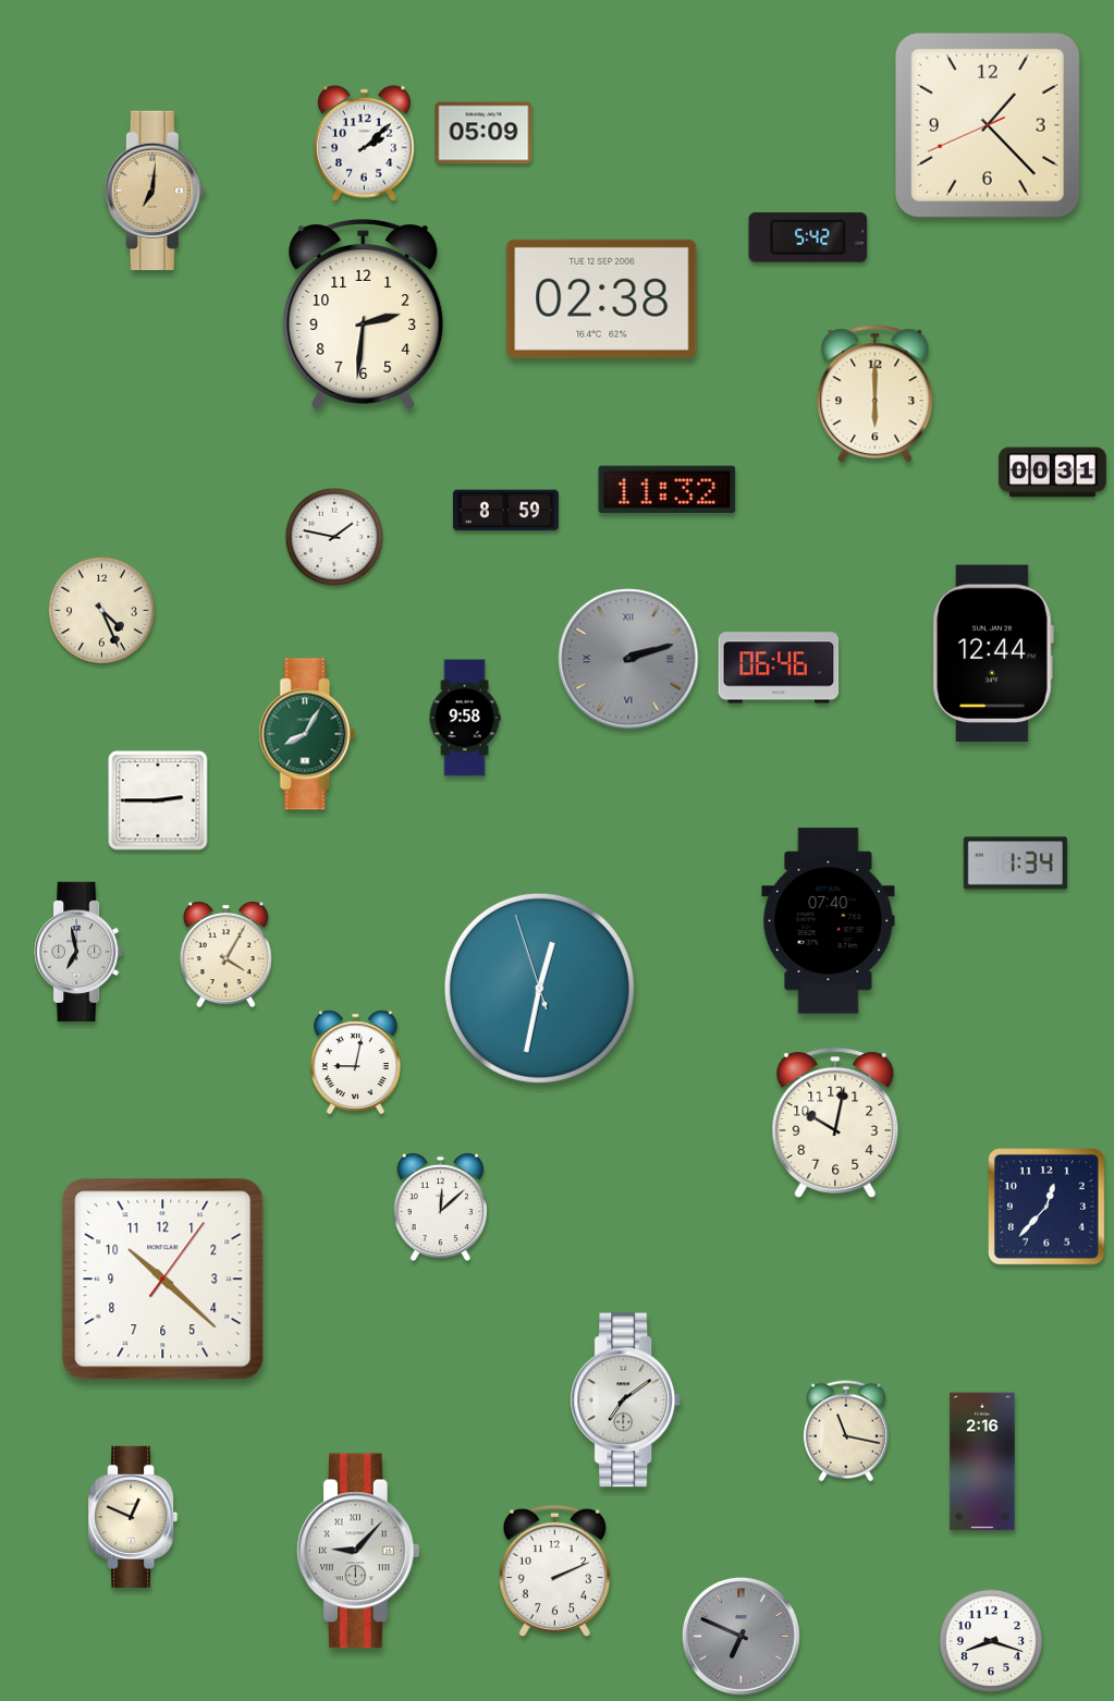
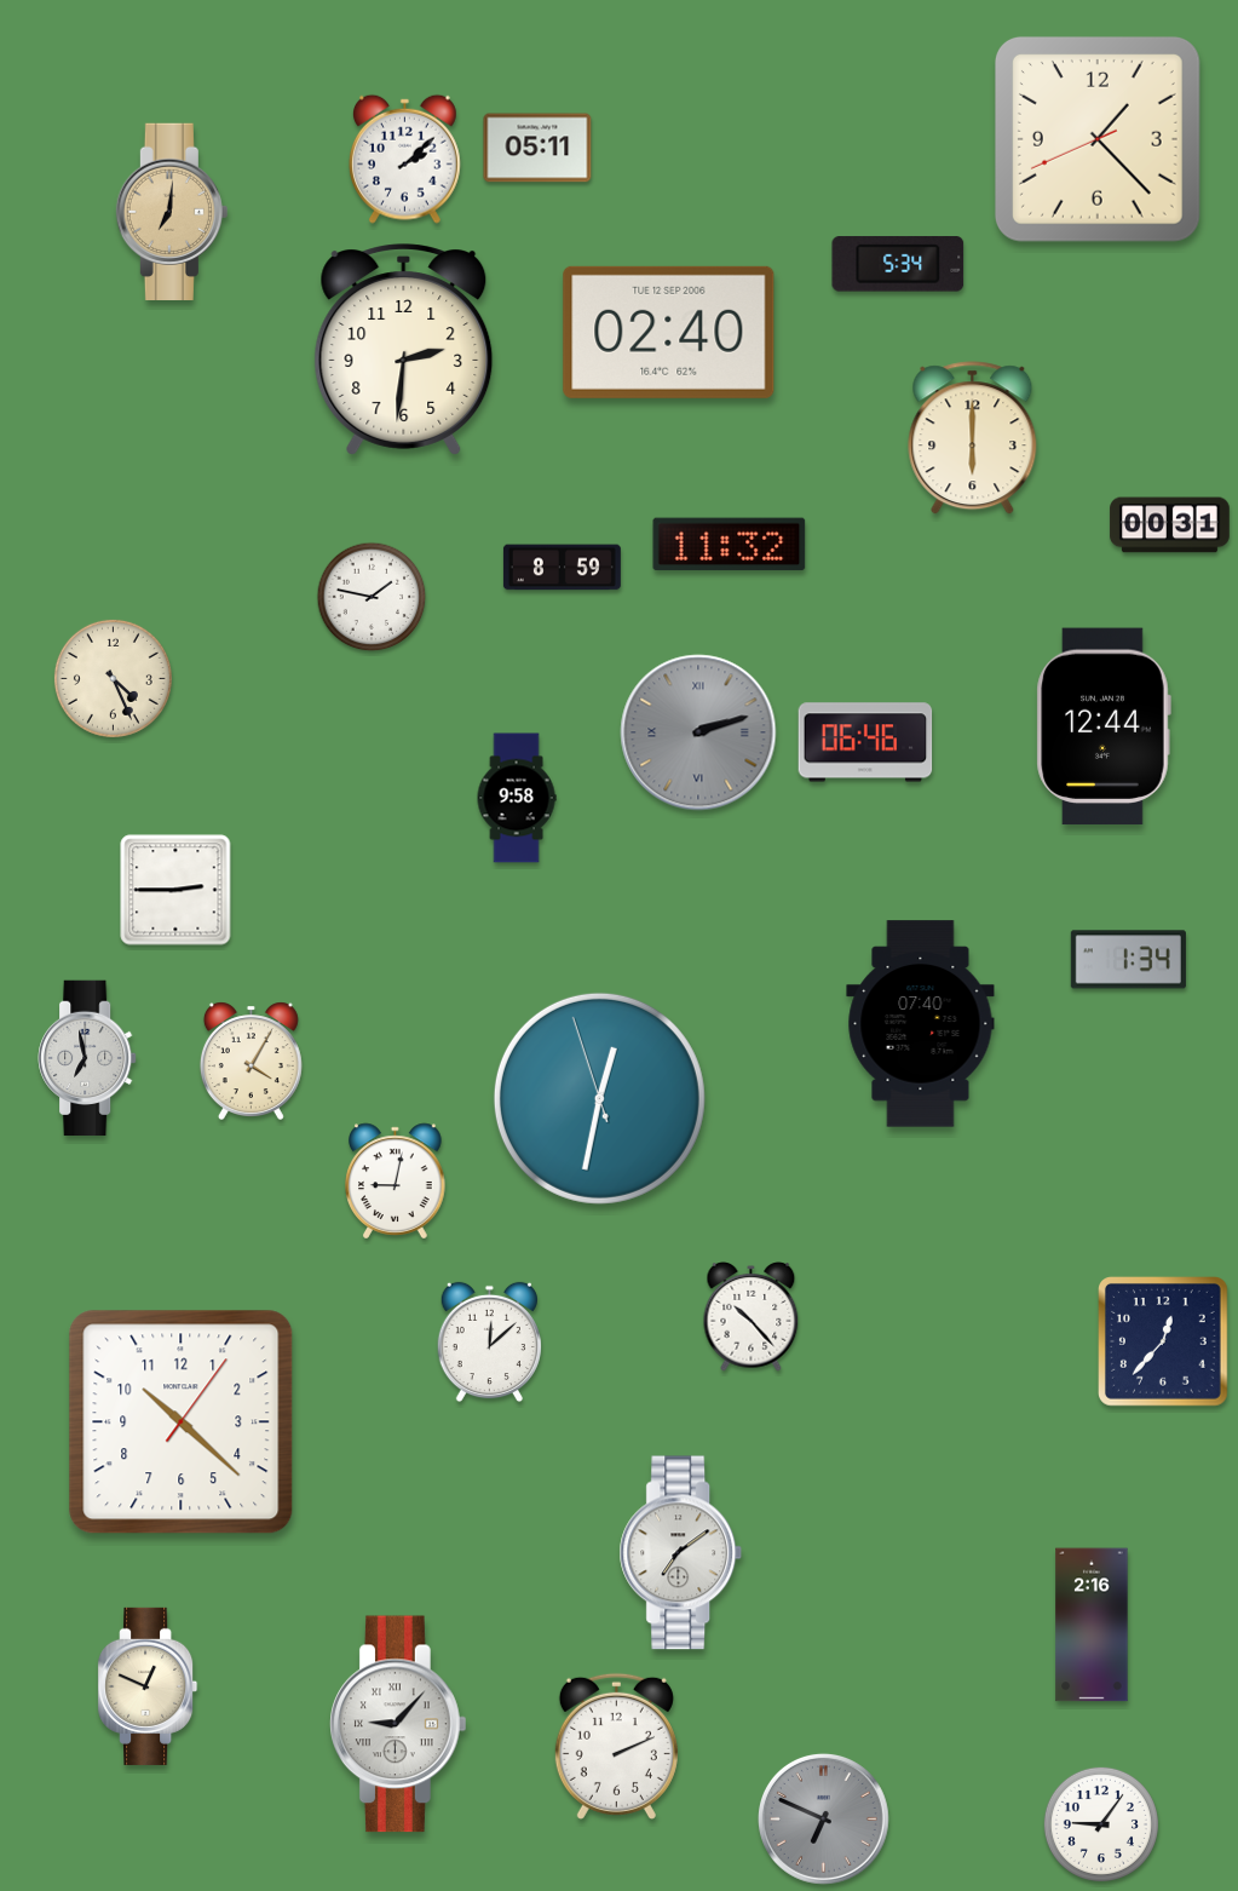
clock at (483, 133): 05:09 -> 05:11
clock at (808, 237): 5:42 -> 5:34
clock at (602, 298): 02:38 -> 02:40
clock at (668, 490) position: (668, 490) -> (730, 545)
clock at (307, 734): 8:05 -> none
clock at (835, 1123): 10:02 -> none
clock at (752, 1317): none -> 10:23
clock at (626, 1400) position: (626, 1400) -> (681, 1553)
clock at (846, 1431): 11:17 -> none
clock at (991, 1641): 8:18 -> 9:06
